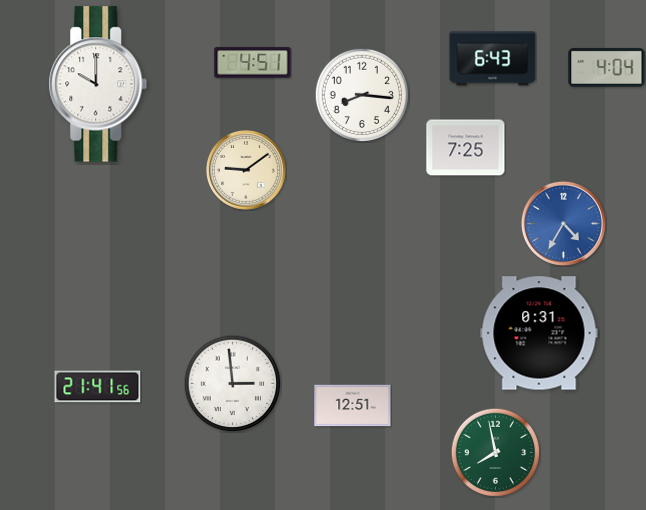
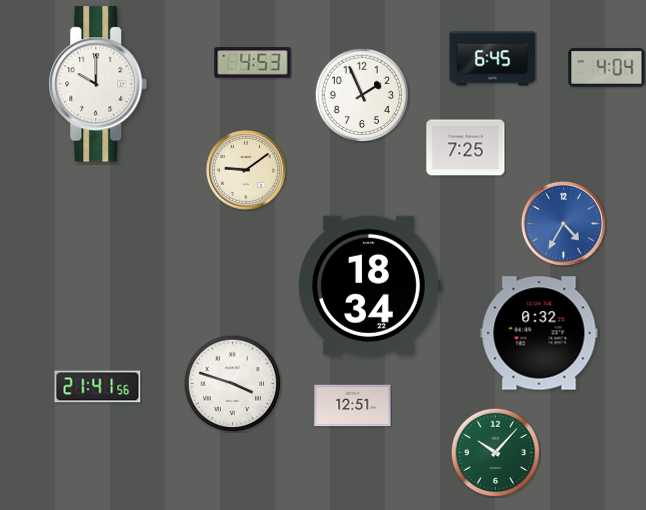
clock at (493, 59): 6:43 -> 6:45
clock at (253, 63): 4:51 -> 4:53
clock at (362, 95): 8:16 -> 1:56
clock at (370, 285): none -> 18:34
clock at (539, 333): 0:31 -> 0:32
clock at (232, 383): 2:59 -> 3:48
clock at (495, 452): 7:58 -> 10:07
